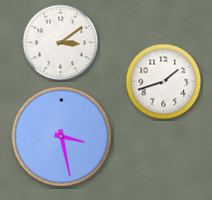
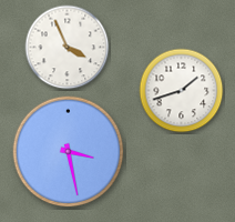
clock at (61, 43): 3:09 -> 3:56
